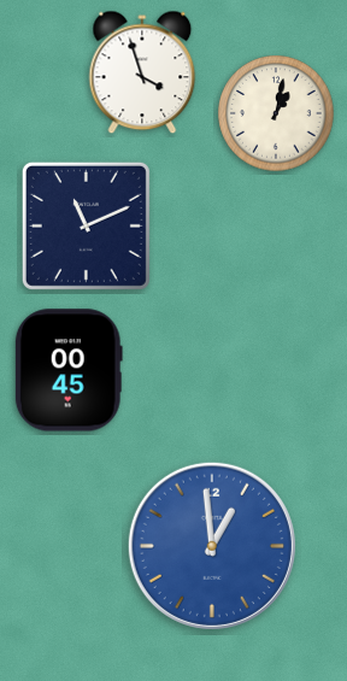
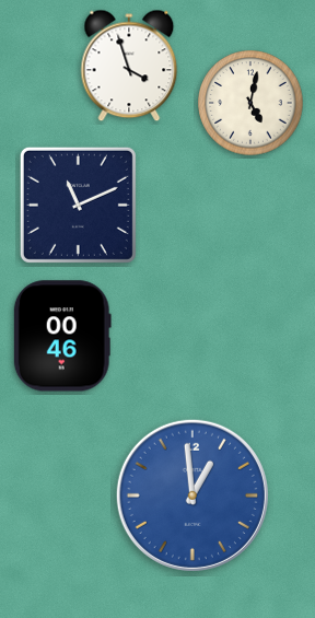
clock at (276, 113): 1:02 -> 5:02
clock at (69, 370): 00:45 -> 00:46
